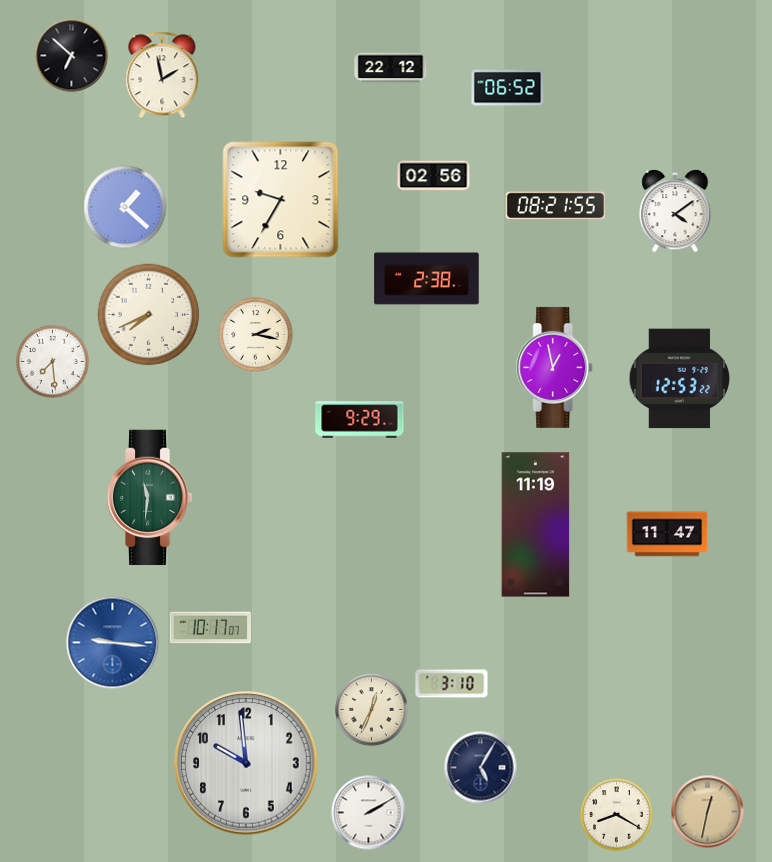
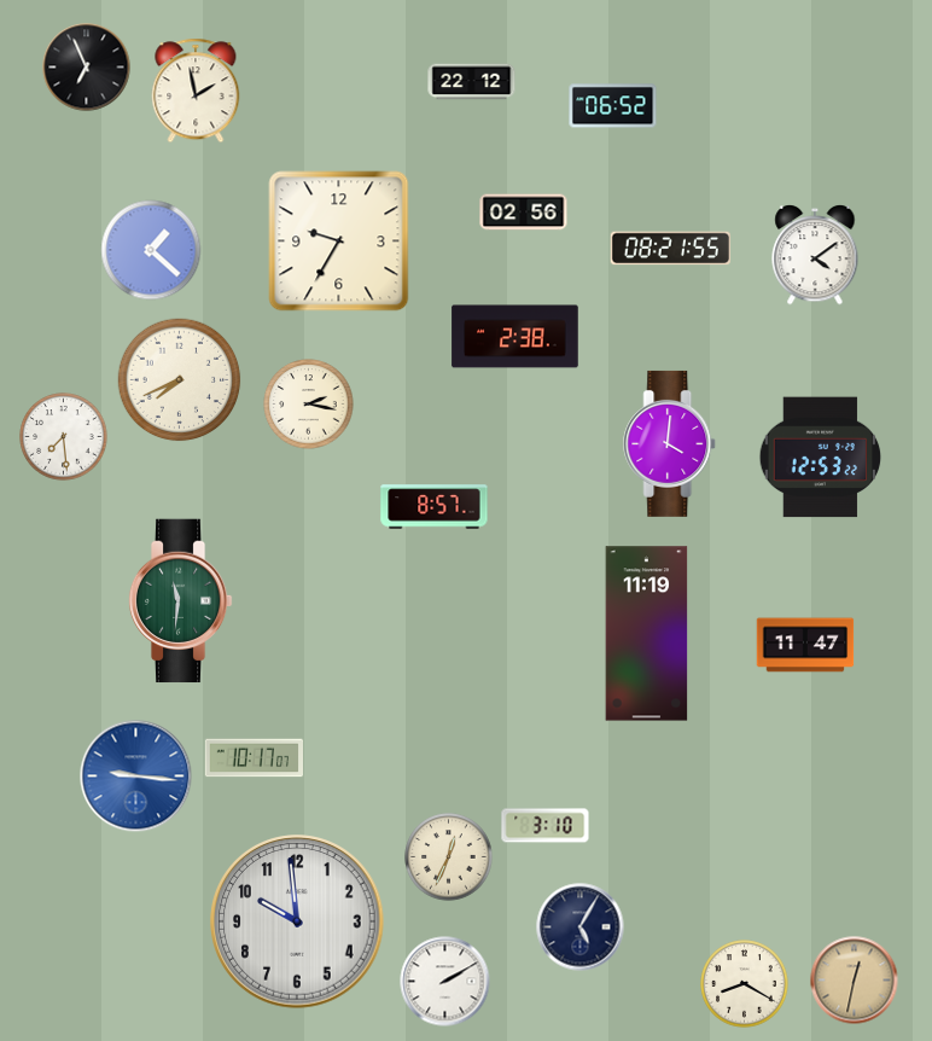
clock at (72, 56): 6:52 -> 6:56
clock at (555, 367): 12:58 -> 4:01
clock at (360, 420): 9:29 -> 8:57
